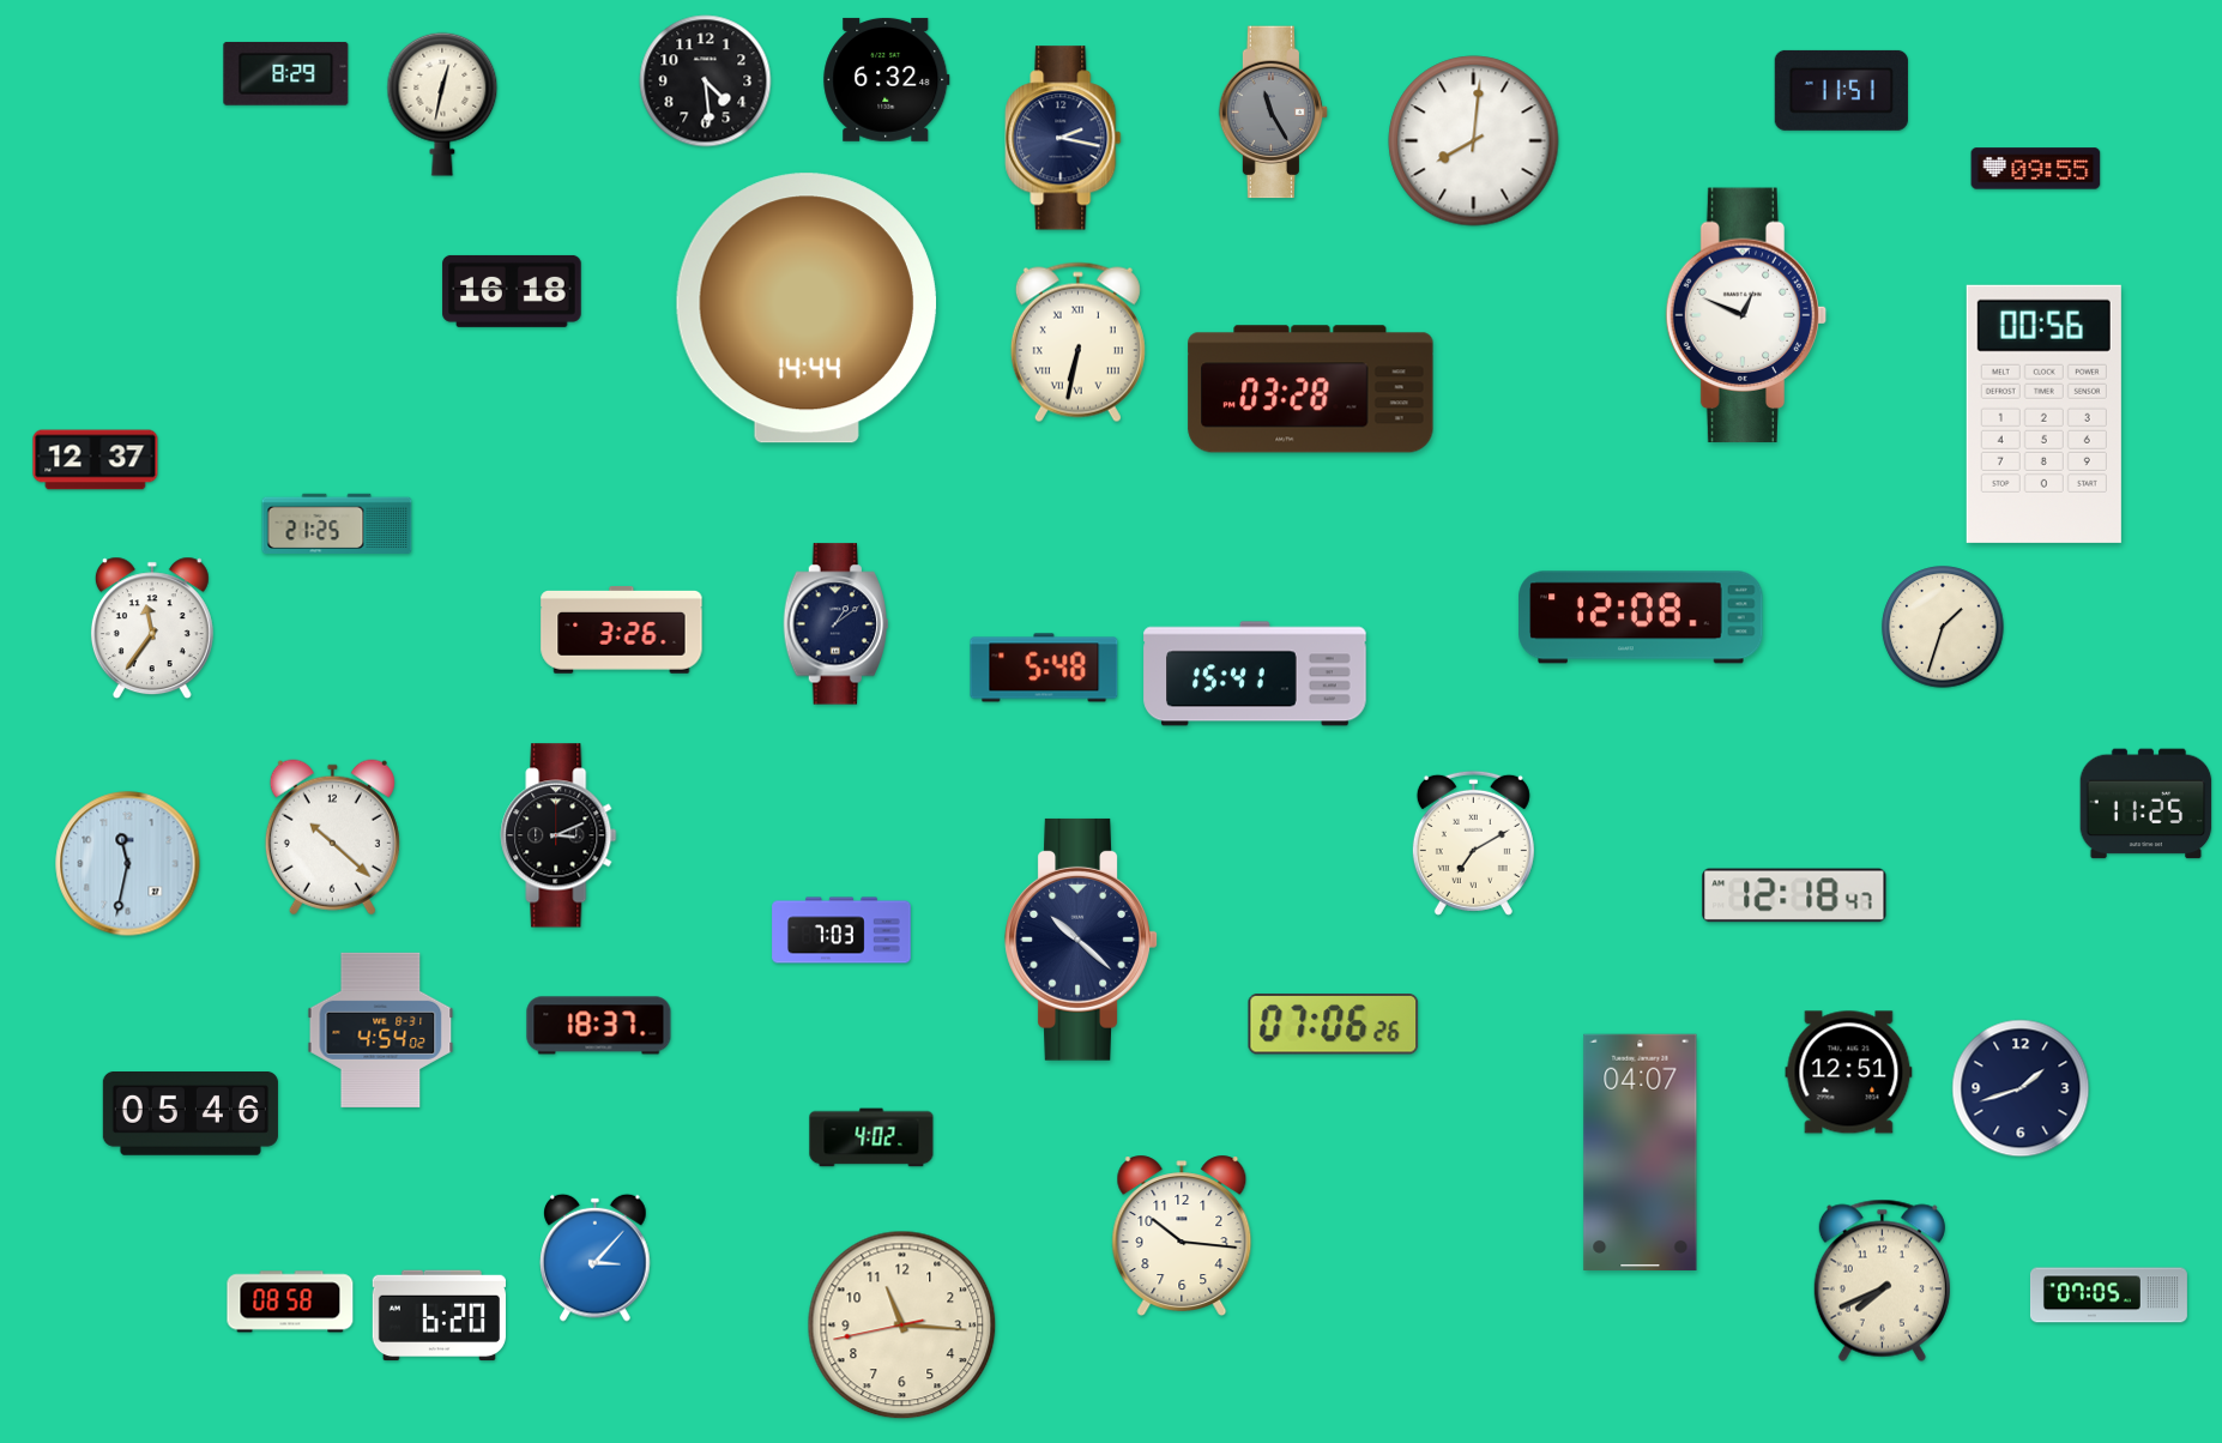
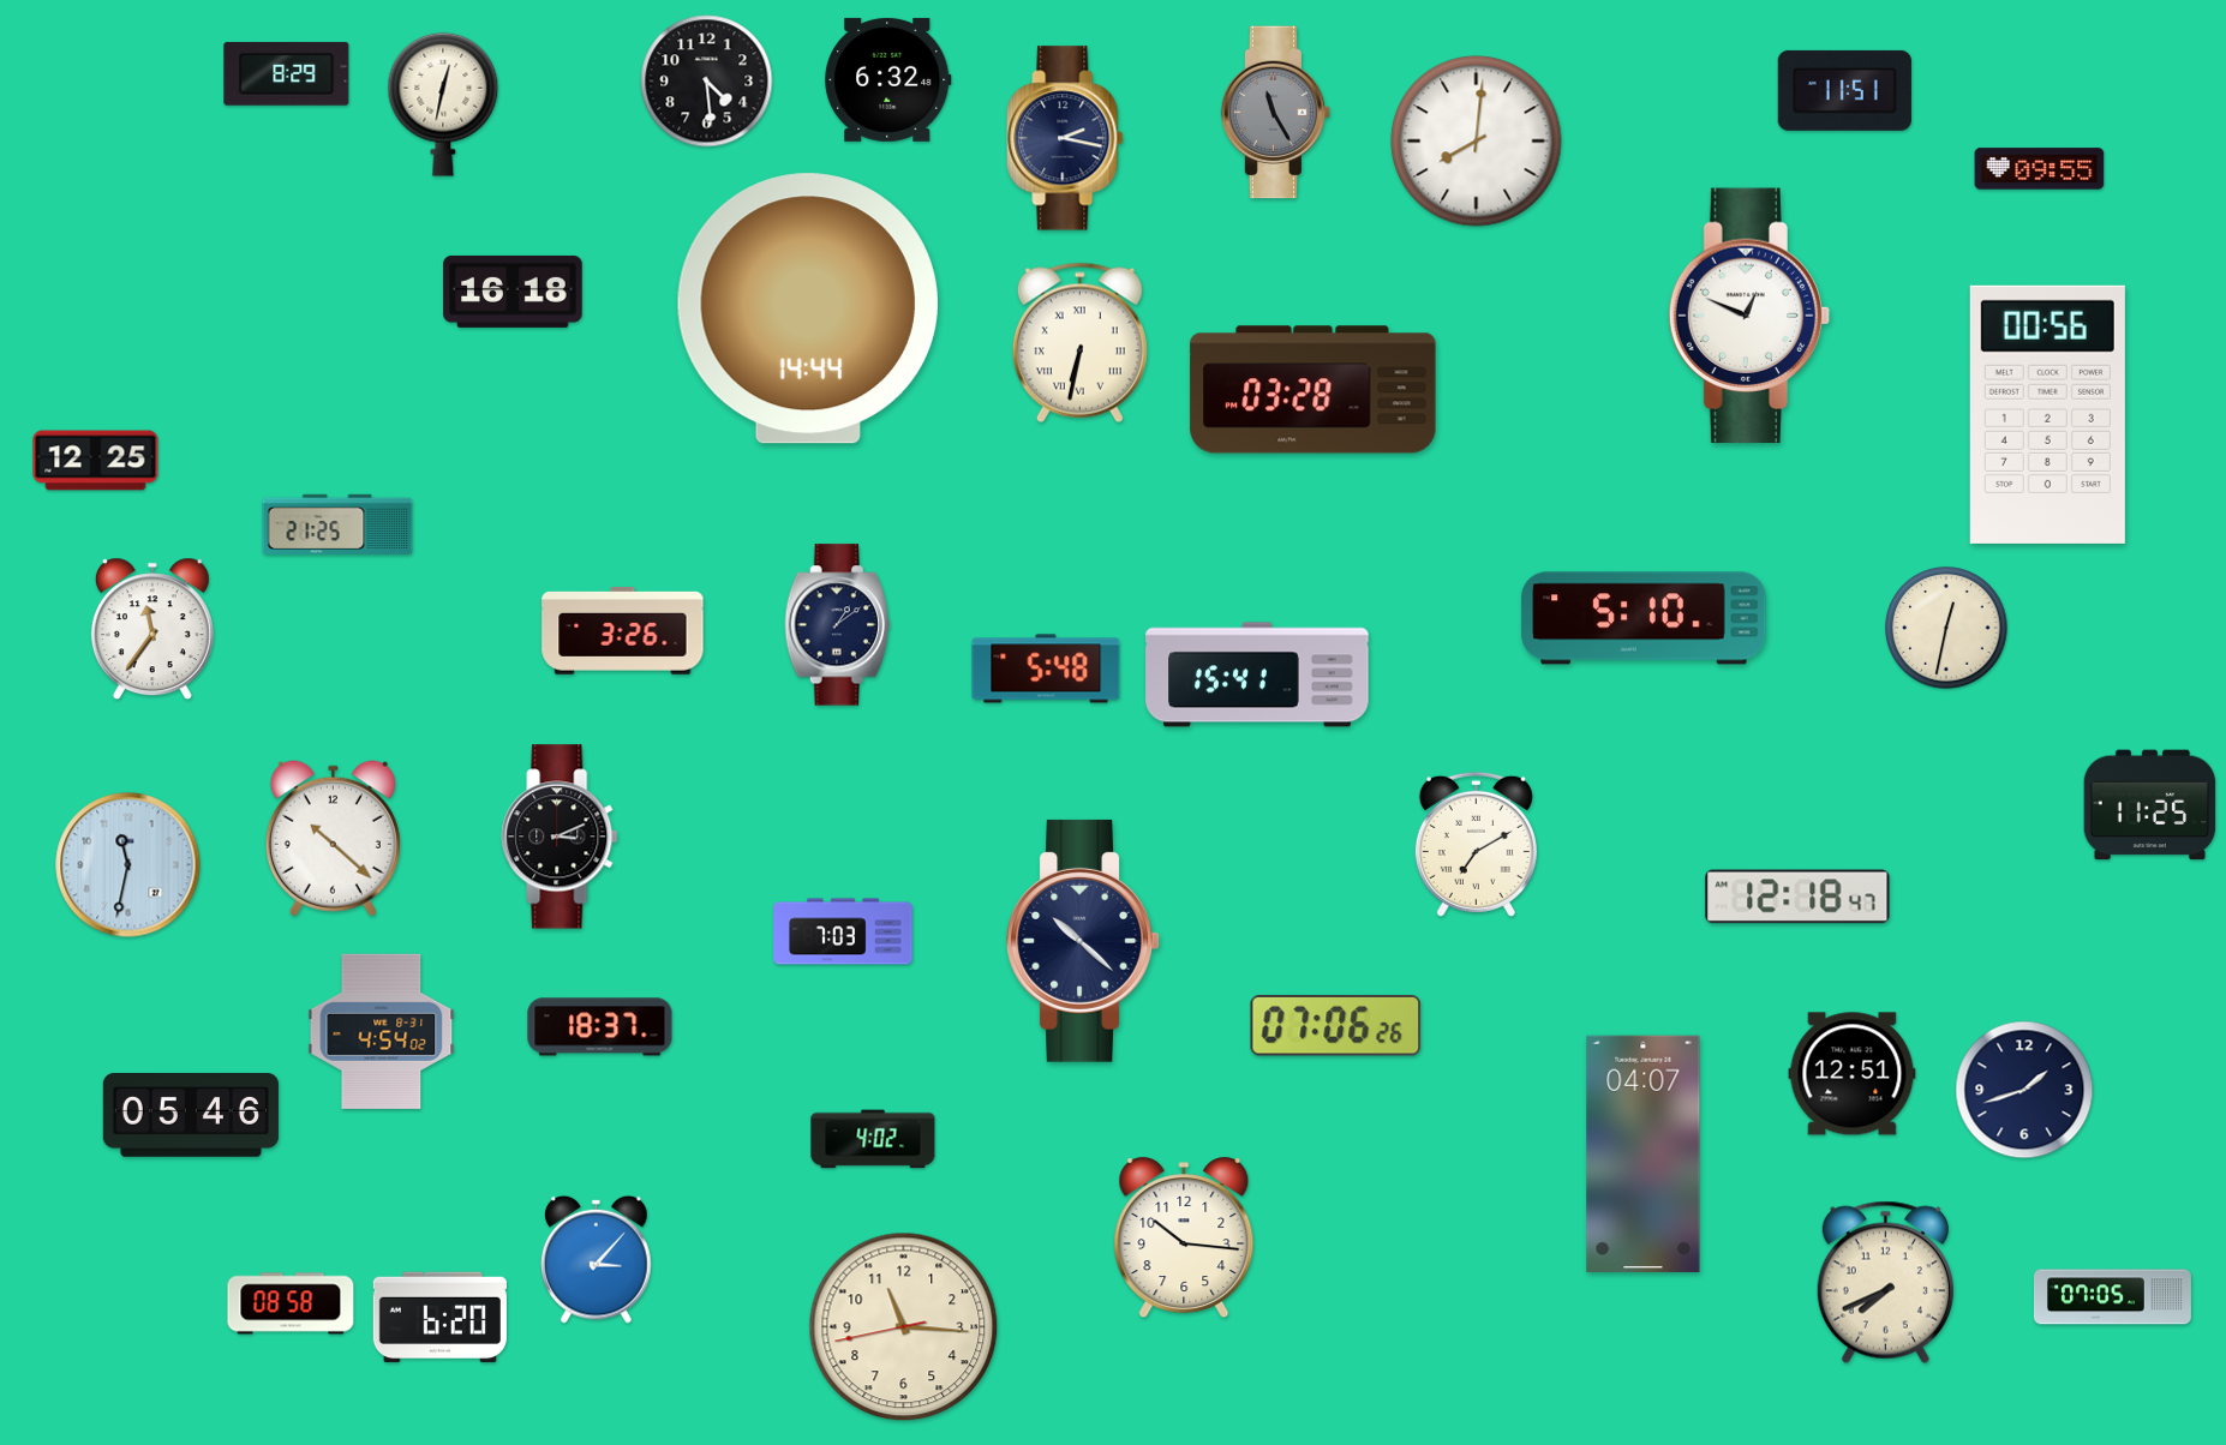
clock at (96, 460): 12:37 -> 12:25
clock at (1641, 617): 12:08 -> 5:10
clock at (1943, 627): 1:33 -> 12:32
